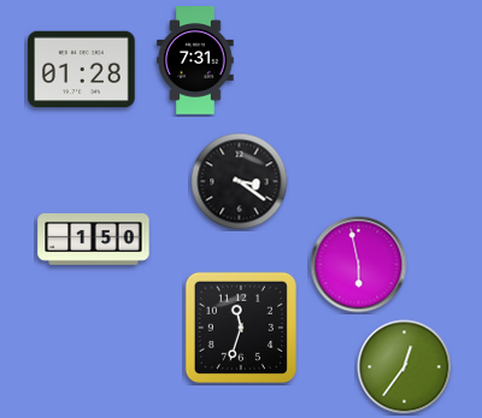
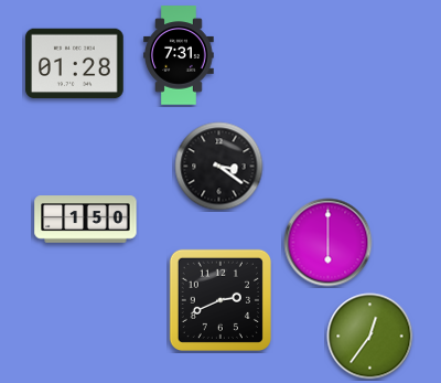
clock at (359, 265): 5:58 -> 6:00
clock at (241, 328): 11:33 -> 2:41
